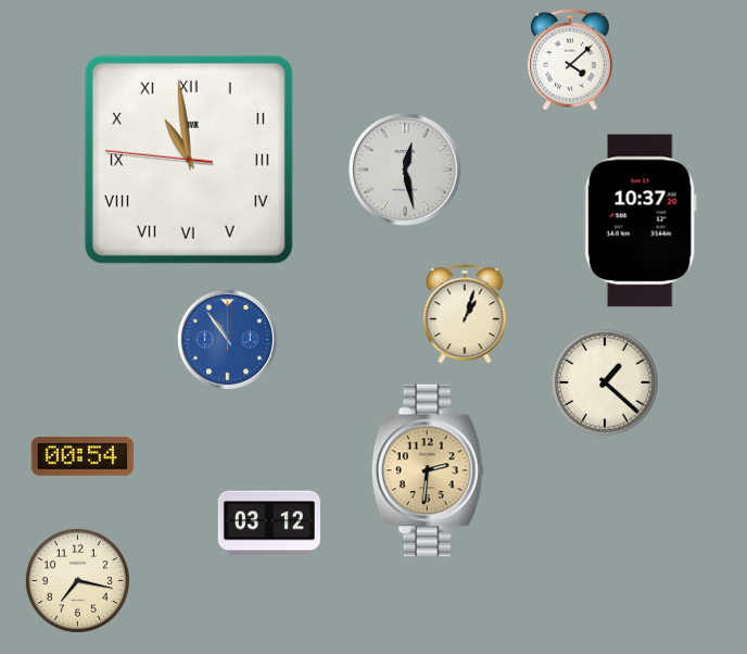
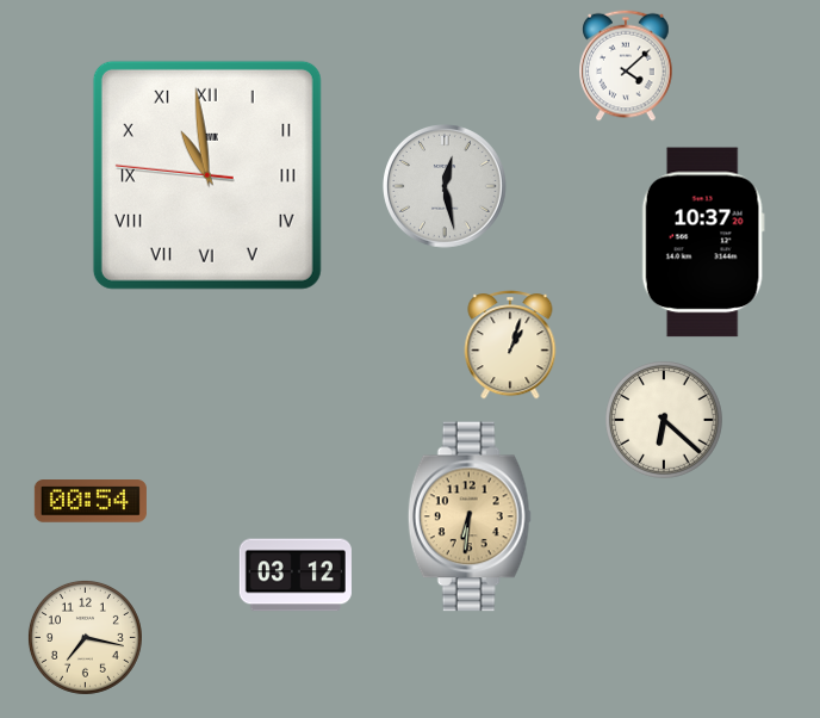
clock at (227, 339): 10:54 -> none
clock at (605, 382): 1:22 -> 6:22
clock at (428, 470): 2:31 -> 6:31
